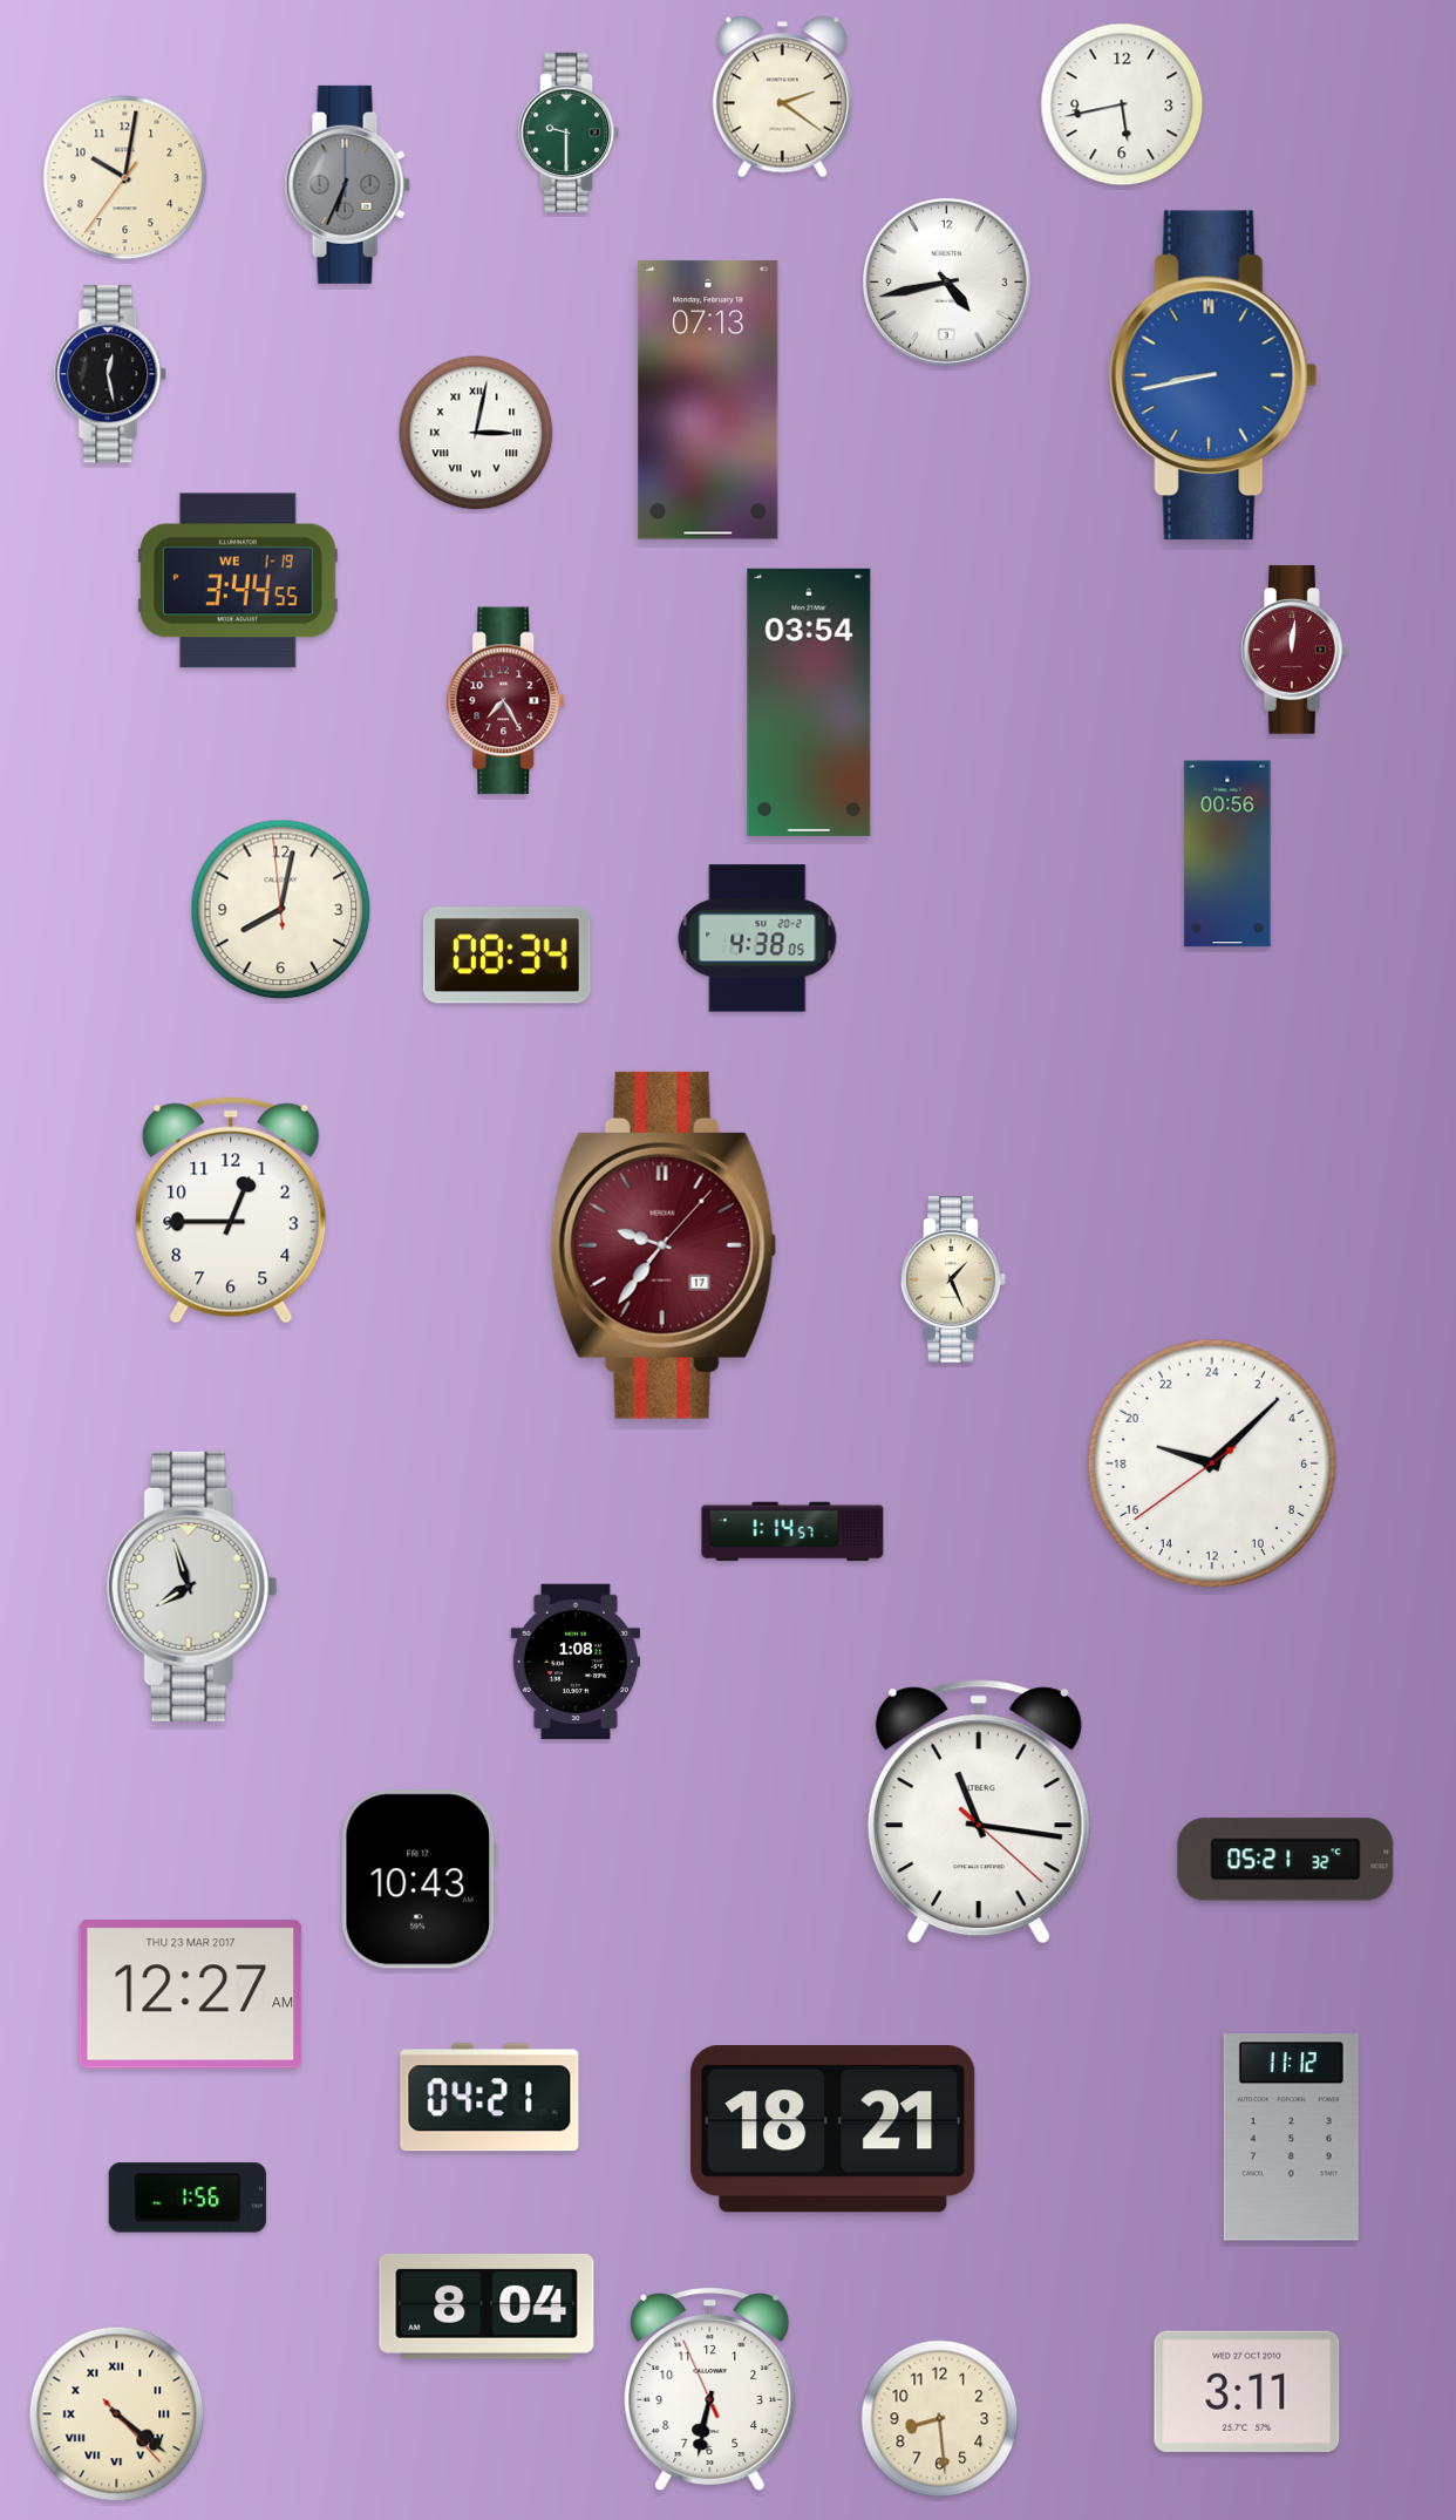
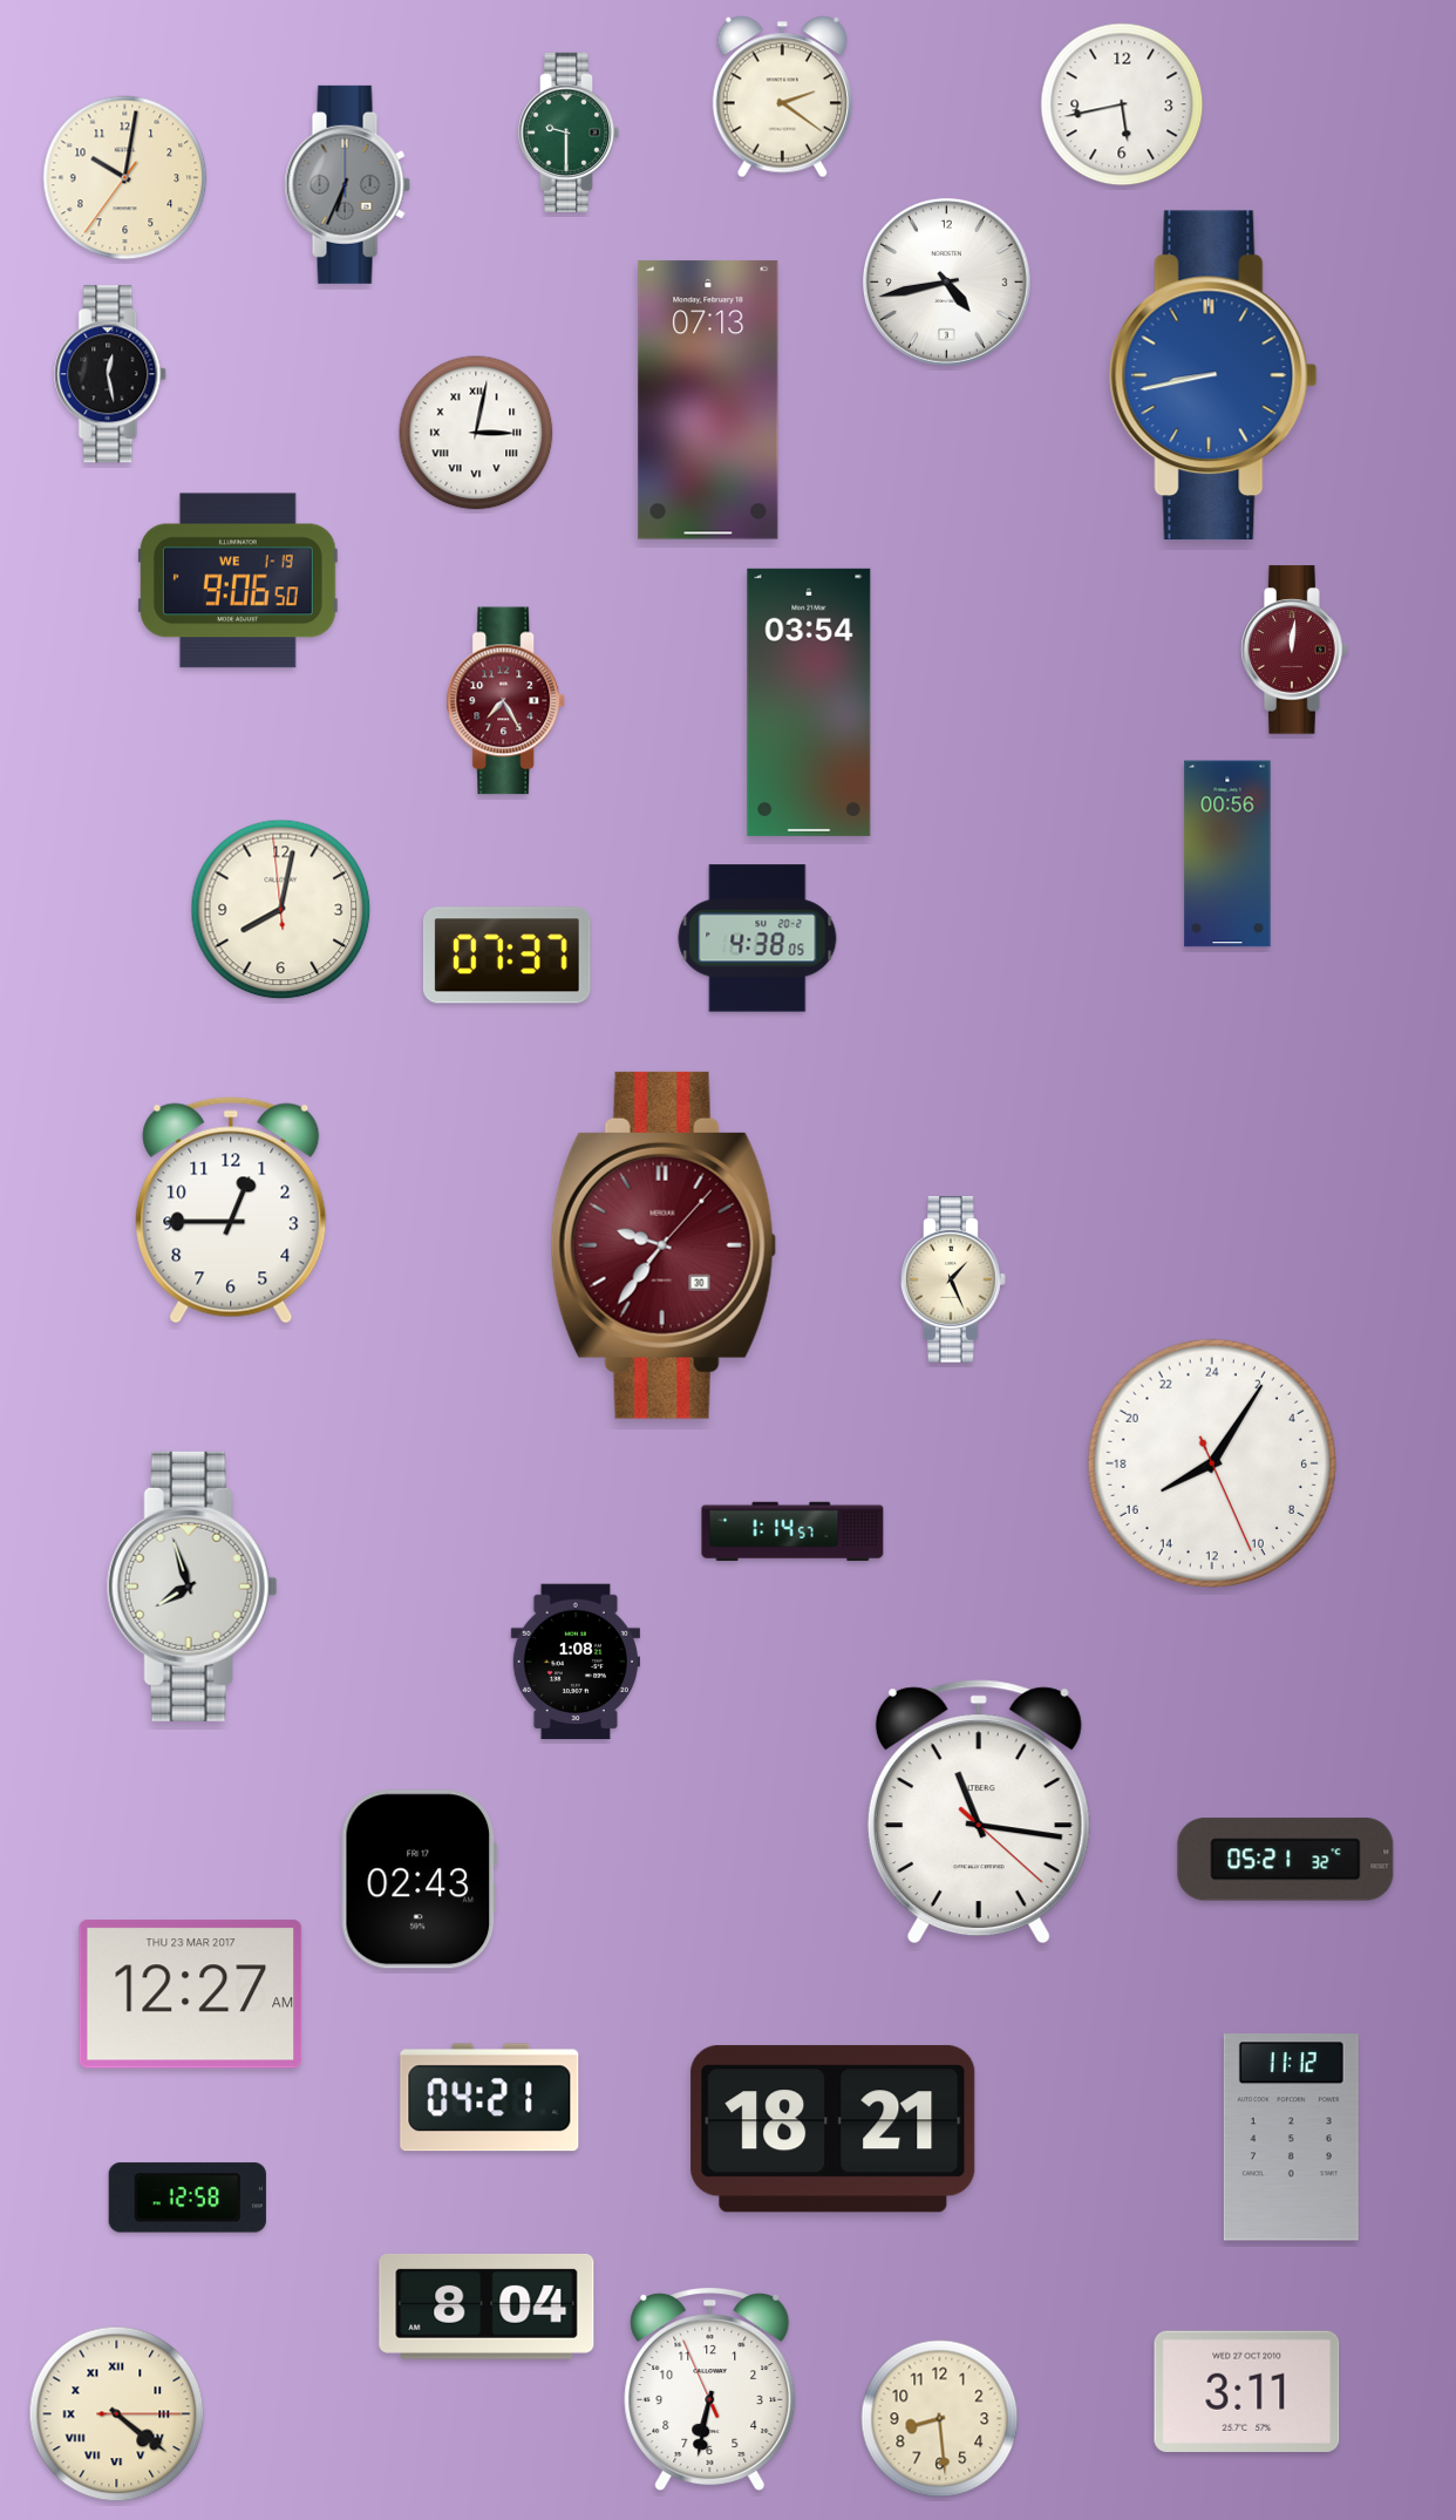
clock at (238, 580): 3:44 -> 9:06
clock at (506, 956): 08:34 -> 07:37
clock at (664, 1245) date: 17 -> 30
clock at (1212, 1463): 19:07 -> 16:05
clock at (420, 1880): 10:43 -> 02:43
clock at (188, 2198): 1:56 -> 12:58
clock at (117, 2414): 4:21:23 -> 4:21:15
